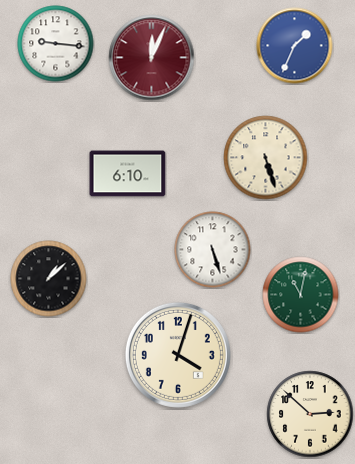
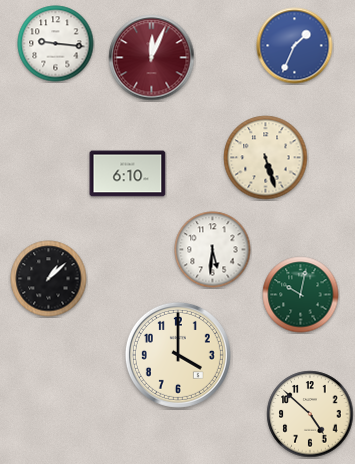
clock at (213, 250): 5:27 -> 5:31
clock at (301, 295): 11:02 -> 10:02
clock at (178, 355): 4:03 -> 4:00
clock at (310, 414): 2:52 -> 4:52
